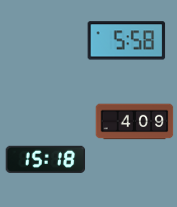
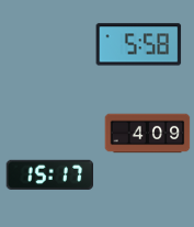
clock at (45, 159): 15:18 -> 15:17
